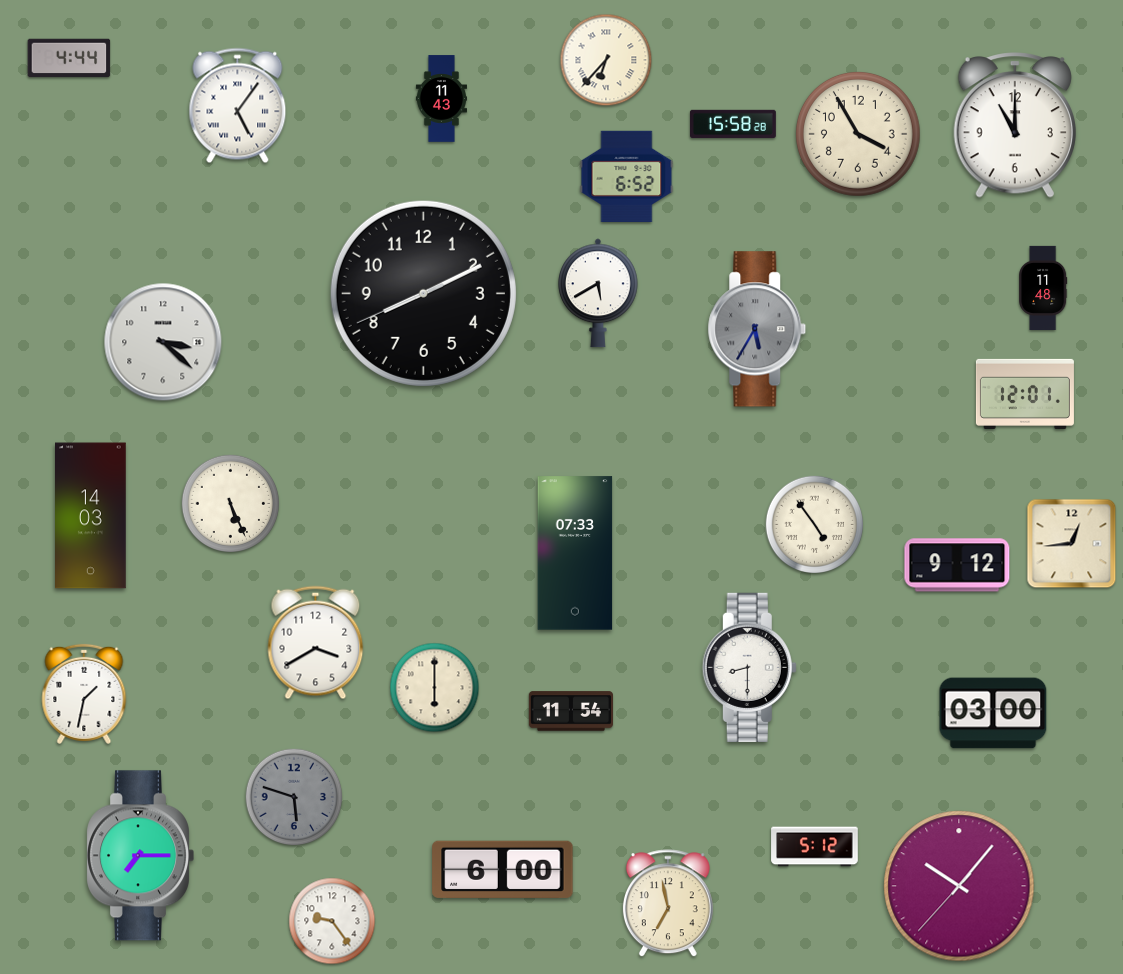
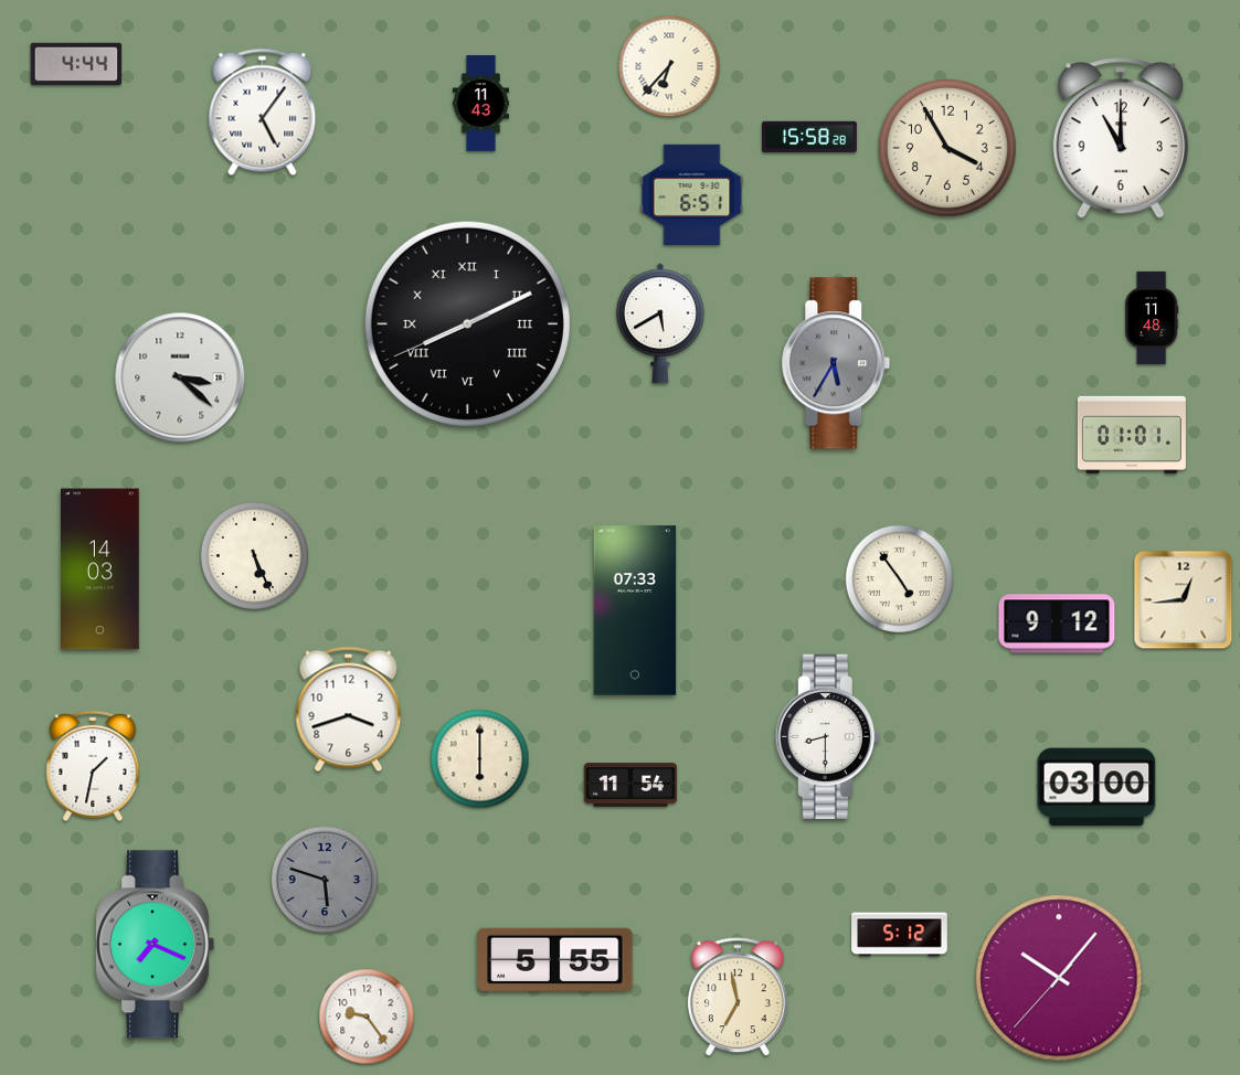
clock at (441, 99) position: (441, 99) -> (480, 104)
clock at (238, 106) position: (238, 106) -> (263, 113)
clock at (627, 176): 6:52 -> 6:51
clock at (423, 293) numerals: Arabic -> Roman
clock at (1025, 394): 12:01 -> 01:01
clock at (316, 643): 3:40 -> 3:42
clock at (140, 856): 7:15 -> 7:19
clock at (503, 870): 6:00 -> 5:55
